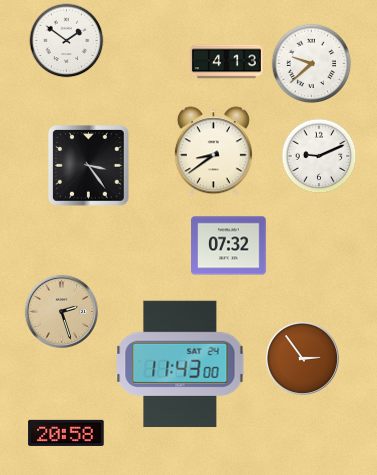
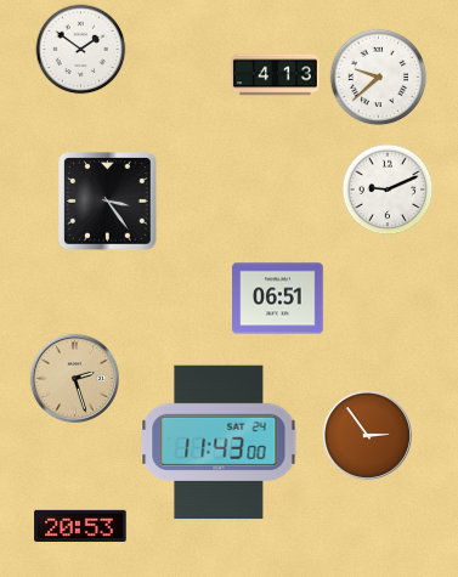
clock at (213, 152): 8:39 -> none
clock at (229, 246): 07:32 -> 06:51
clock at (66, 433): 20:58 -> 20:53
